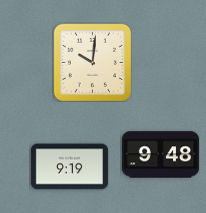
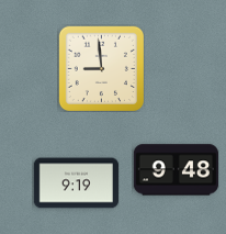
clock at (92, 62): 10:01 -> 8:59
